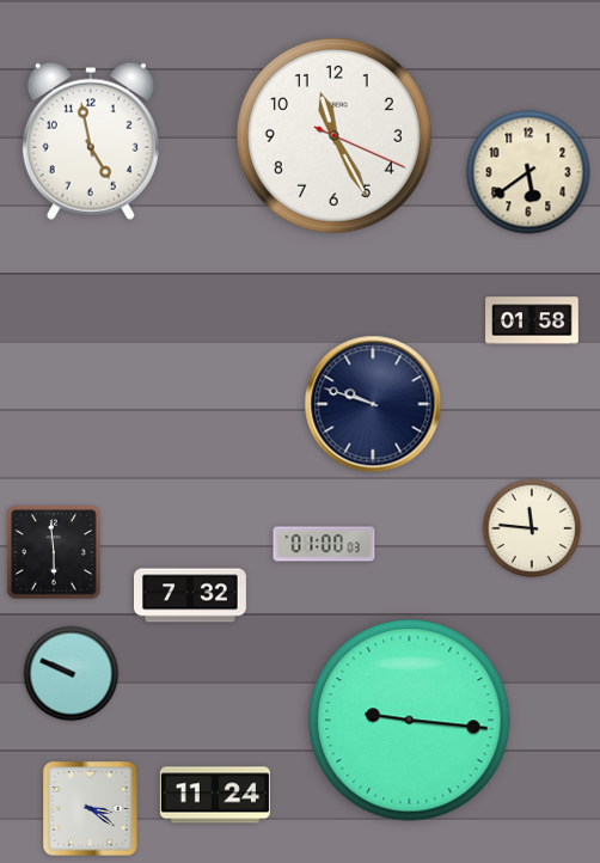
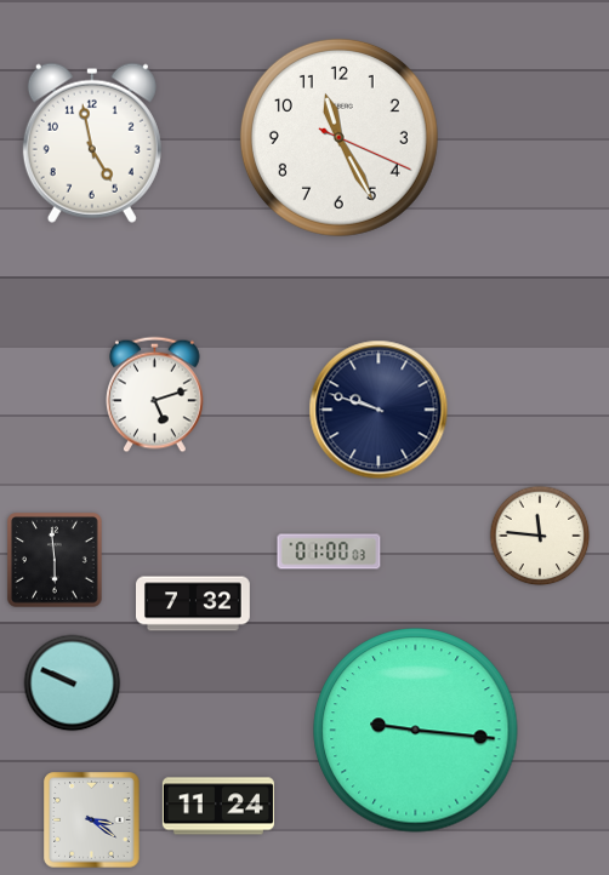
clock at (528, 172): 5:39 -> none
clock at (532, 320): 01:58 -> none
clock at (155, 395): none -> 5:12
